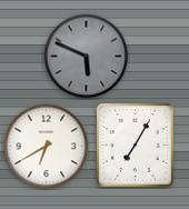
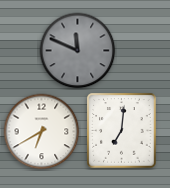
clock at (87, 57): 5:49 -> 11:49
clock at (136, 146): 7:05 -> 7:01
